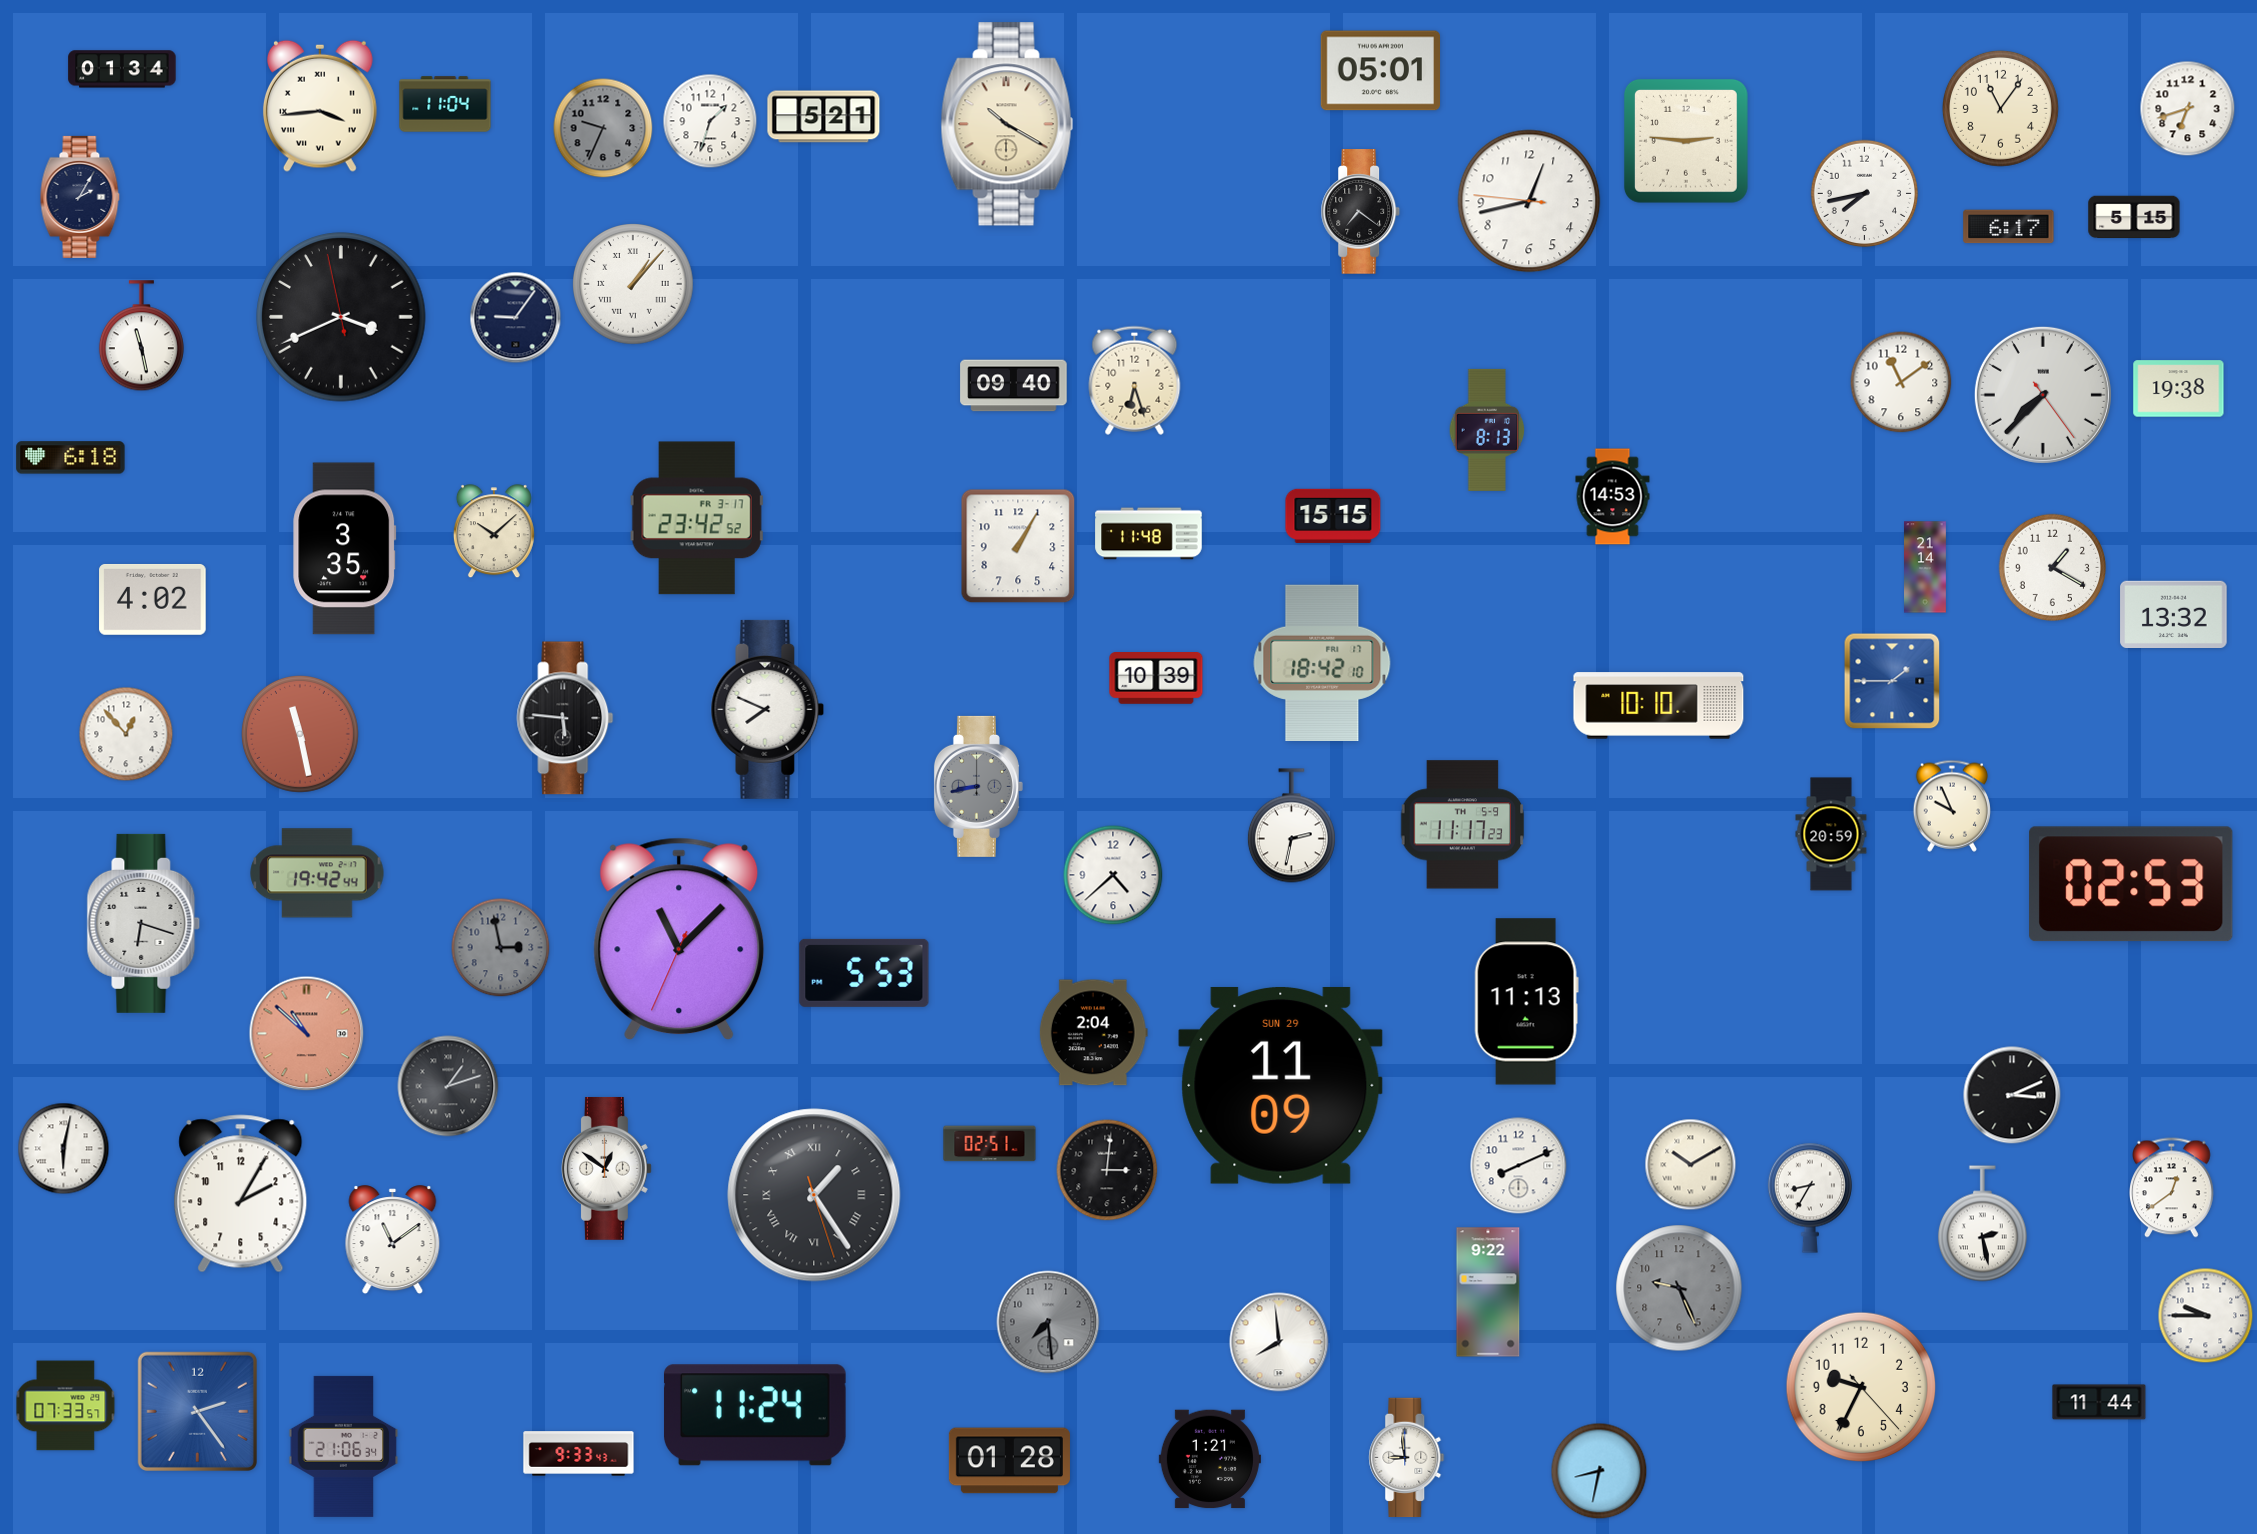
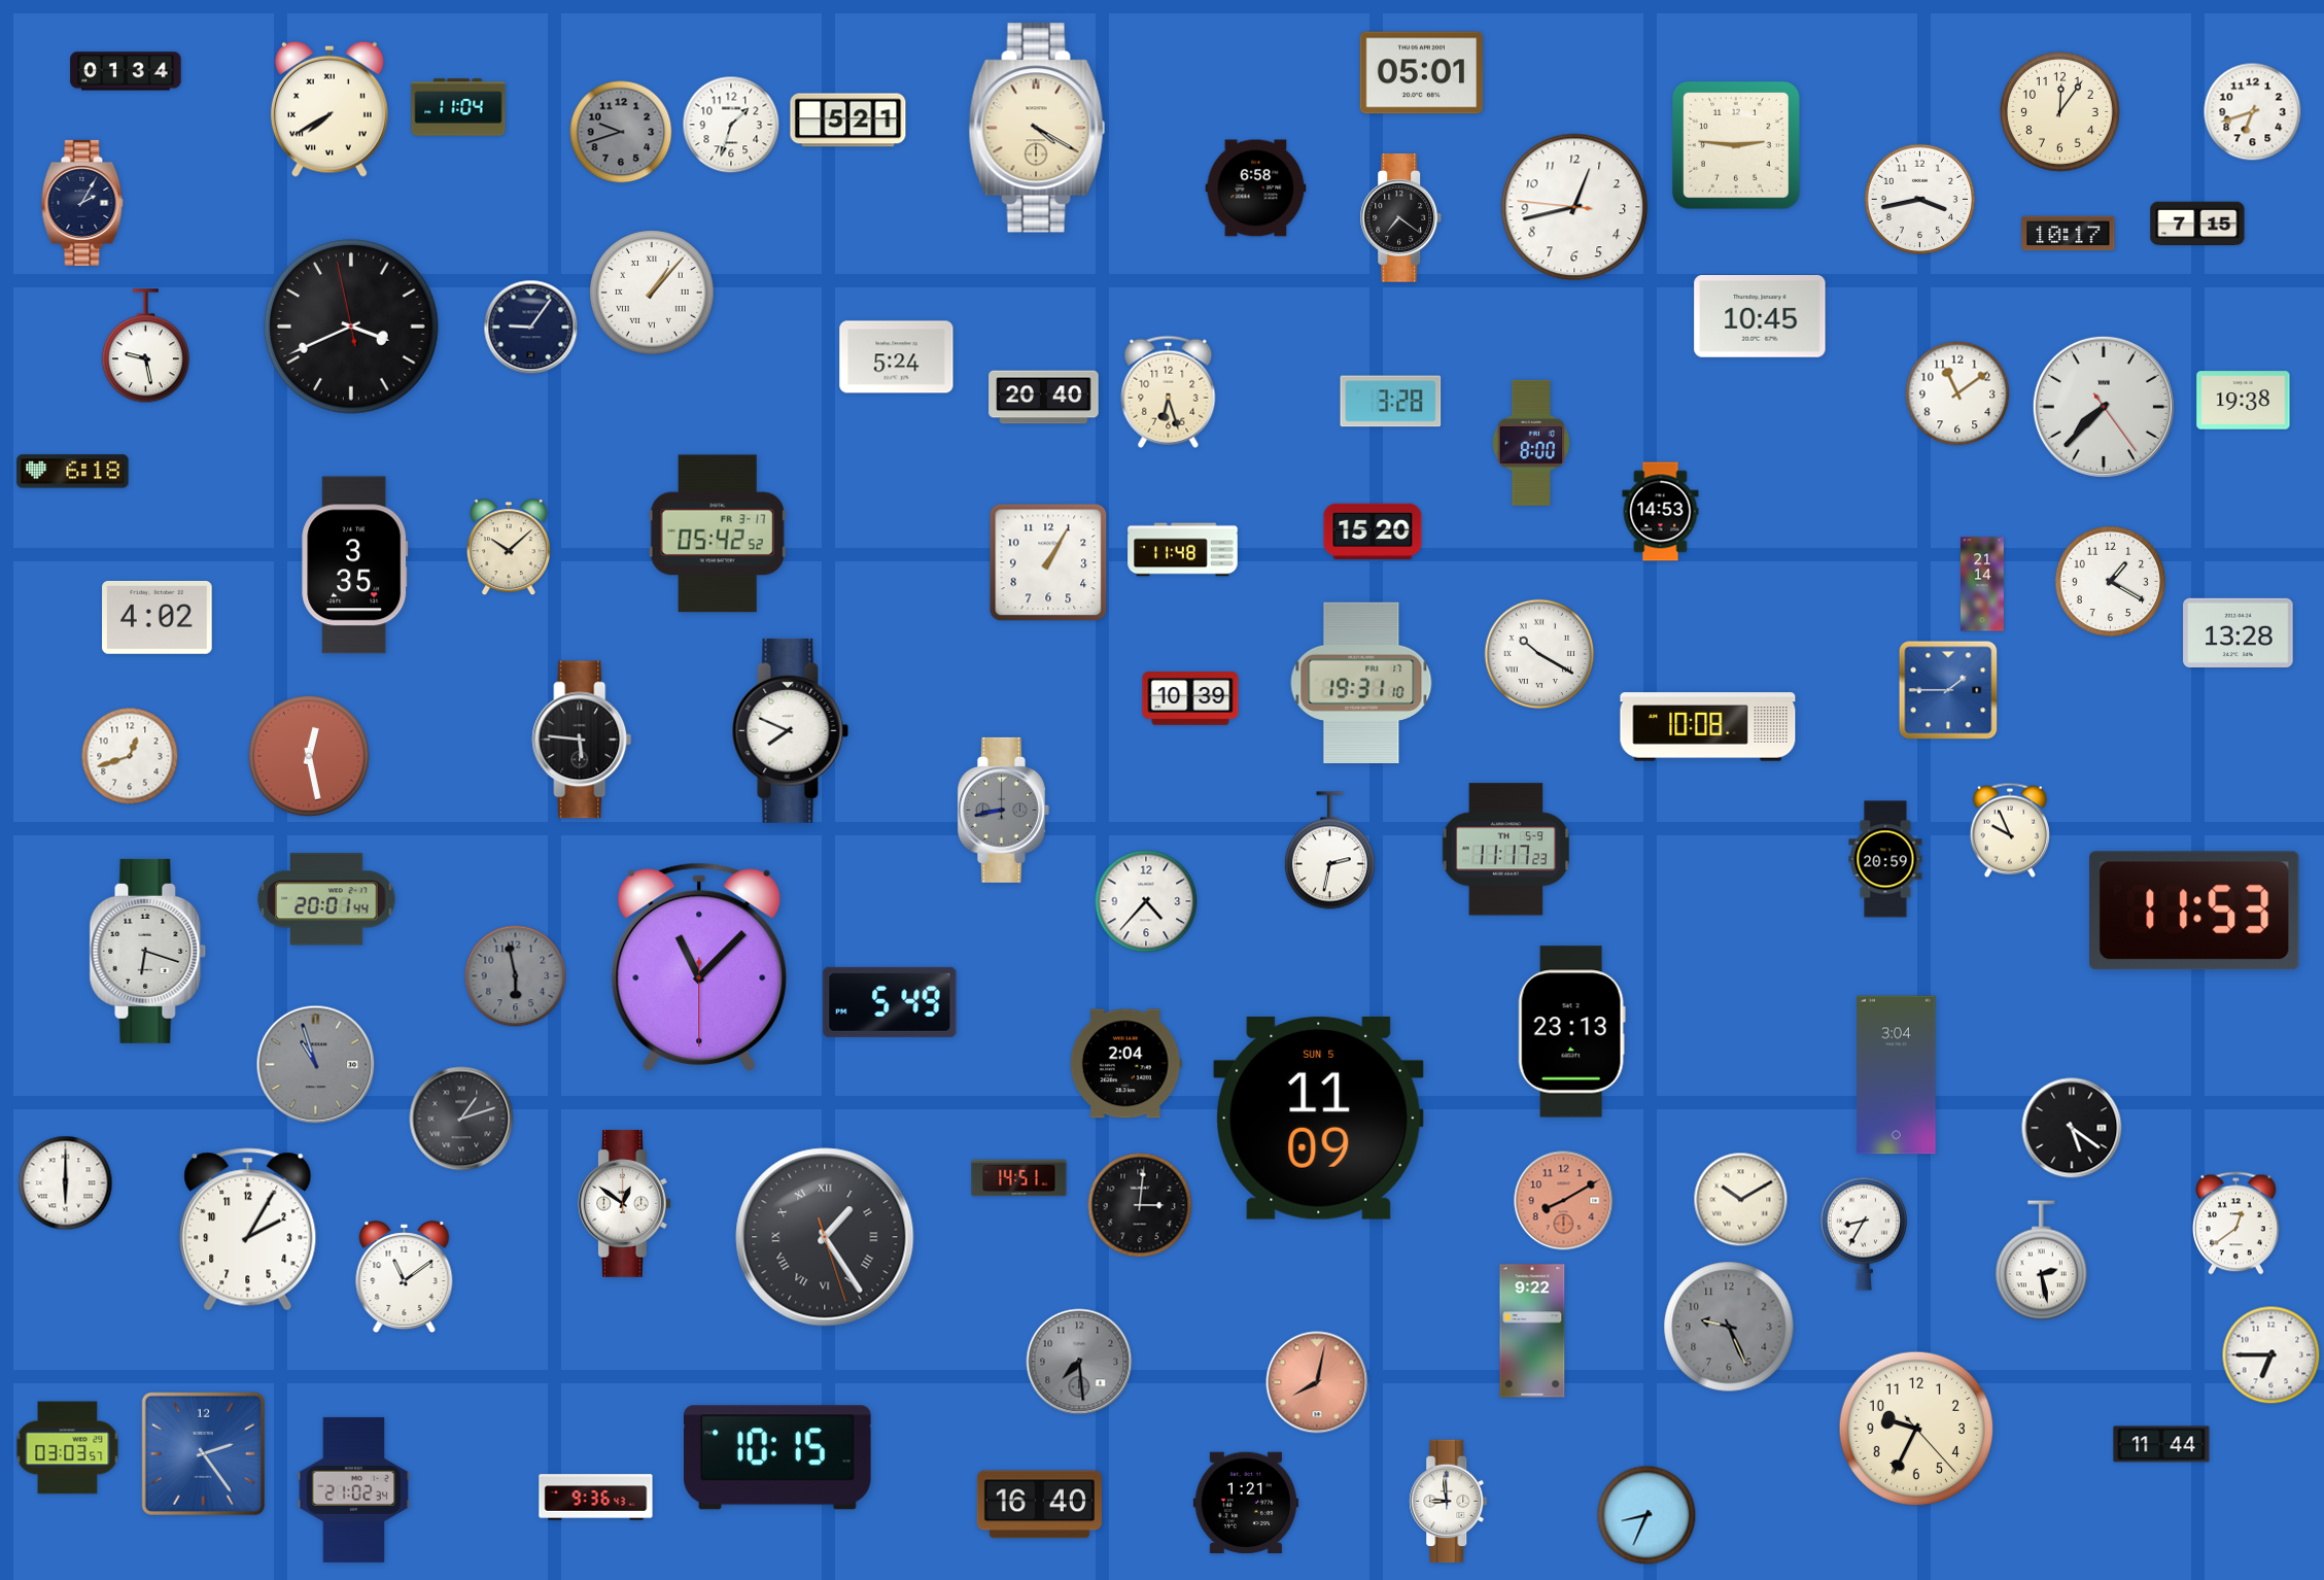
clock at (320, 106): 3:44 -> 7:40
clock at (2000, 108): 11:06 -> 12:06
clock at (1007, 124): 10:20 -> 4:20
clock at (603, 128): 9:34 -> 9:42
clock at (1256, 188): none -> 6:58
clock at (1865, 194): 7:43 -> 3:43
clock at (2134, 217): 5:15 -> 7:15
clock at (2009, 227): 6:17 -> 10:17
clock at (1760, 317): none -> 10:45
clock at (141, 336): 11:28 -> 9:28
clock at (897, 357): none -> 5:24
clock at (1014, 386): 09:40 -> 20:40
clock at (1391, 402): none -> 3:28
clock at (1487, 430): 8:13 -> 8:00
clock at (1333, 516): 15:15 -> 15:20
clock at (697, 518): 23:42 -> 05:42
clock at (2053, 568) position: (2053, 568) -> (2111, 582)
clock at (2174, 614): 13:32 -> 13:28
clock at (1539, 654): none -> 10:20
clock at (1322, 663): 18:42 -> 19:31
clock at (1892, 681) position: (1892, 681) -> (1948, 690)
clock at (1659, 706): 10:10 -> 10:08
clock at (126, 734): 12:53 -> 12:42
clock at (300, 734): 11:28 -> 12:28
clock at (978, 786) position: (978, 786) -> (1003, 810)
clock at (317, 873): 19:42 -> 20:01
clock at (1113, 875): 4:38 -> 4:37
clock at (2131, 884): 02:53 -> 11:53
clock at (679, 939): 11:07:34 -> 11:07:30
clock at (501, 948): 2:58 -> 5:58
clock at (864, 973): 5:53 -> 5:49
clock at (1526, 1002): 11:13 -> 23:13
clock at (307, 1034): 10:52 -> 10:57
clock at (307, 1034) dial: salmon -> grey
clock at (1897, 1075): none -> 3:04
clock at (1281, 1086) date: SUN 29 -> SUN 5
clock at (2012, 1095): 3:11 -> 5:21
clock at (990, 1144): 02:51 -> 14:51
clock at (64, 1149): 6:02 -> 6:00
clock at (1519, 1166): 8:11 -> 8:10
clock at (1519, 1166) dial: white -> salmon
clock at (814, 1195) position: (814, 1195) -> (825, 1237)
clock at (2206, 1316): 9:45 -> 6:45
clock at (1279, 1342): 7:59 -> 8:02
clock at (1279, 1342) dial: white -> salmon
clock at (66, 1406): 07:33 -> 03:03
clock at (755, 1415): 11:24 -> 10:15
clock at (344, 1446): 21:06 -> 21:02
clock at (579, 1454): 9:33 -> 9:36
clock at (1009, 1461): 01:28 -> 16:40
clock at (1599, 1471): 8:32 -> 8:34
